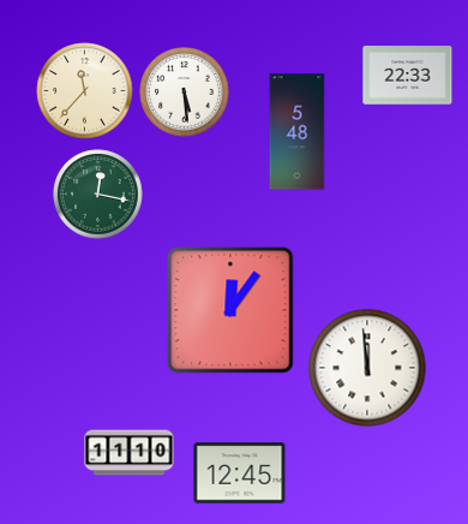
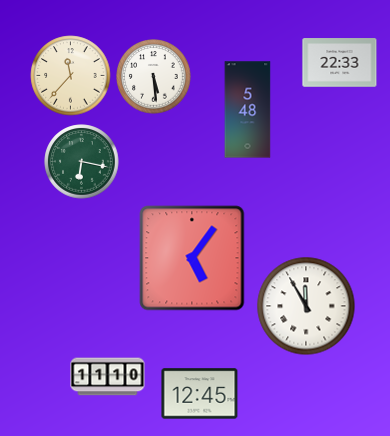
clock at (98, 195): 12:17 -> 6:17
clock at (230, 310): 12:06 -> 5:06
clock at (367, 368): 11:59 -> 11:55
